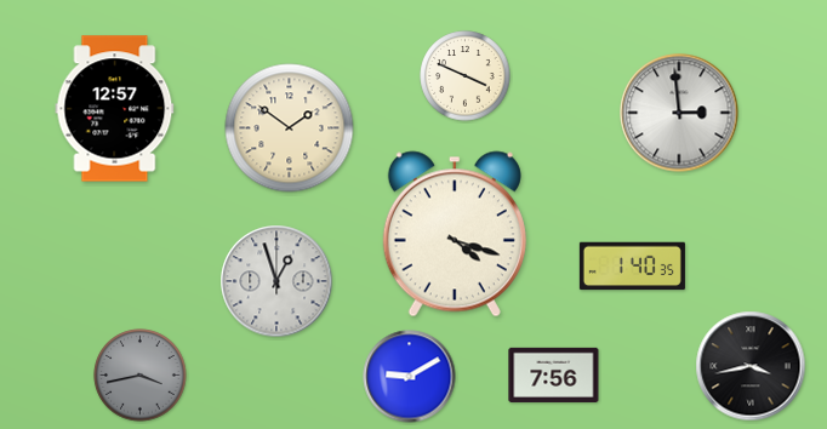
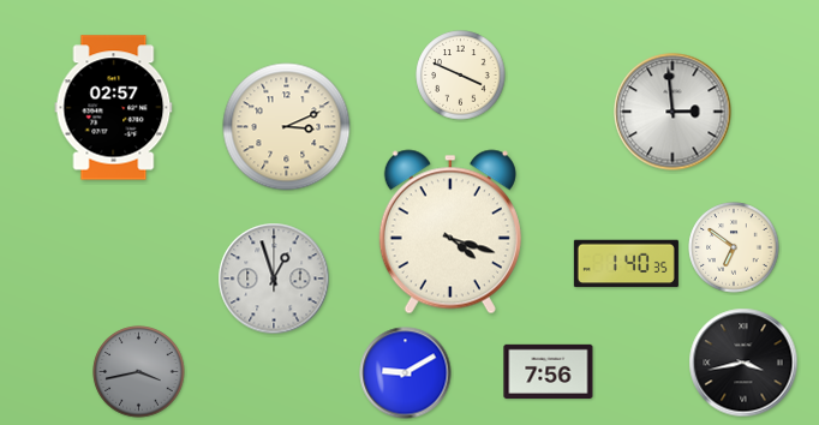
clock at (115, 109): 12:57 -> 02:57
clock at (290, 128): 1:51 -> 3:11
clock at (734, 247): none -> 6:51
